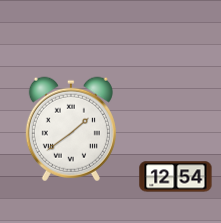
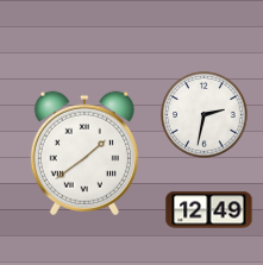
clock at (205, 115): none -> 2:32
clock at (176, 177): 12:54 -> 12:49
